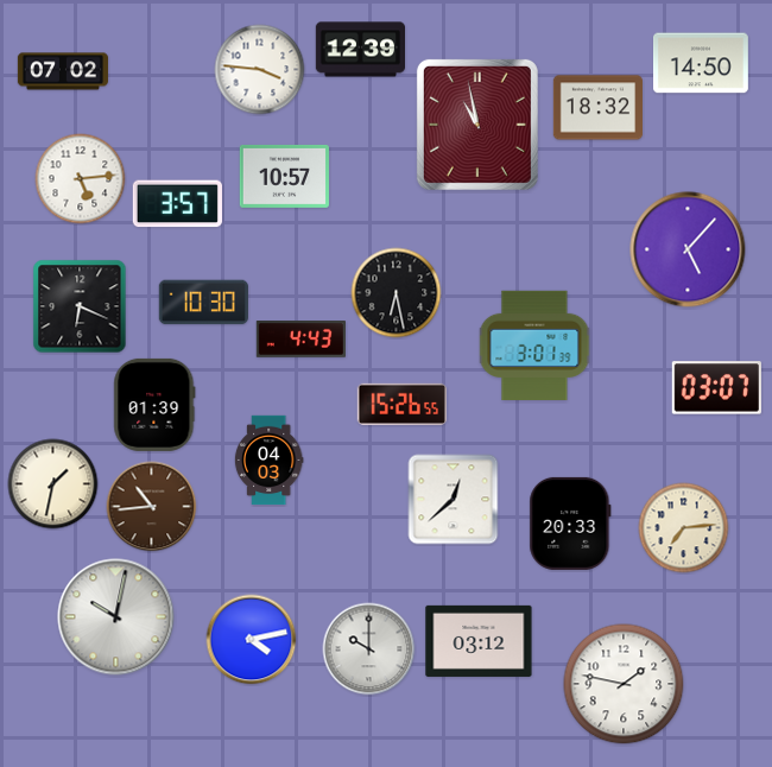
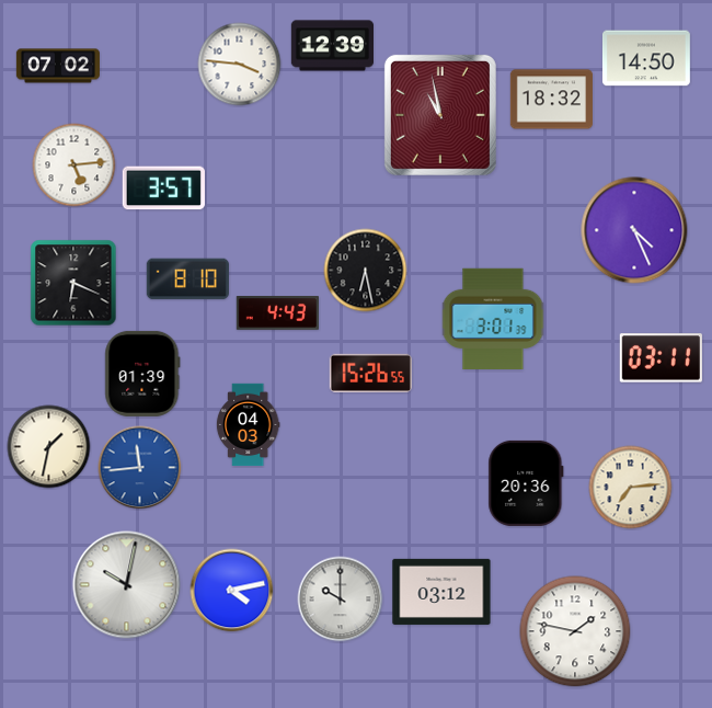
clock at (284, 176): 10:57 -> none
clock at (688, 249): 5:07 -> 4:26
clock at (203, 303): 10:30 -> 8:10
clock at (716, 388): 03:07 -> 03:11
clock at (454, 500): 12:38 -> none
clock at (152, 507): 10:44 -> 11:44
clock at (152, 507) dial: brown -> blue
clock at (570, 524): 20:33 -> 20:36
clock at (116, 617) position: (116, 617) -> (127, 585)
